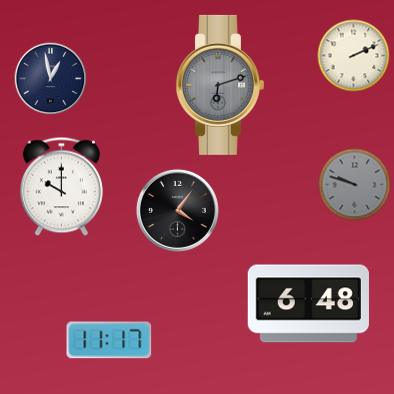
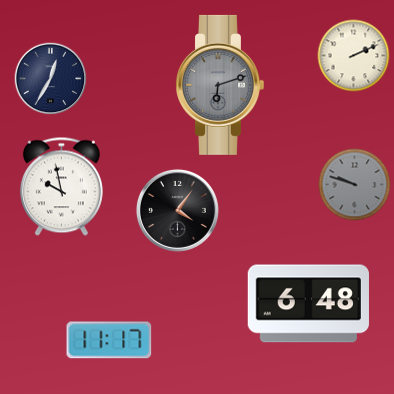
clock at (51, 79): 12:58 -> 12:35
clock at (61, 187): 10:00 -> 9:58
